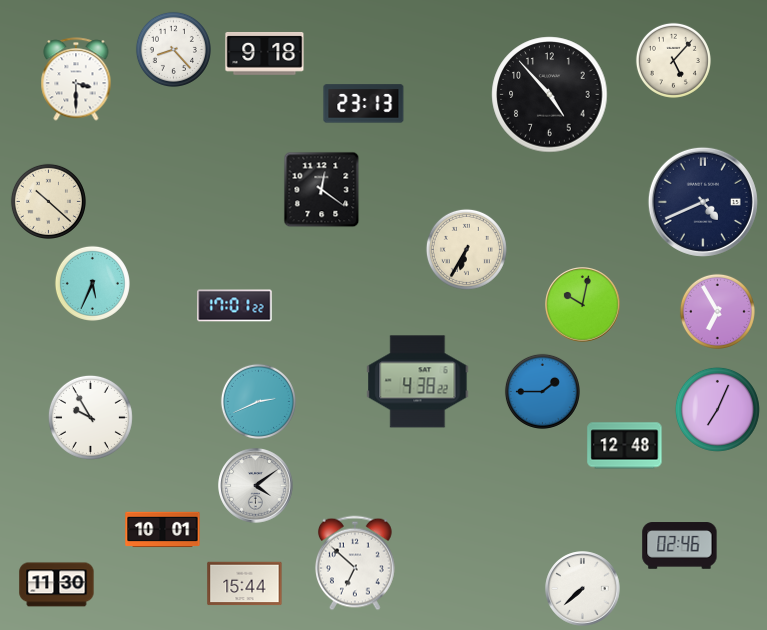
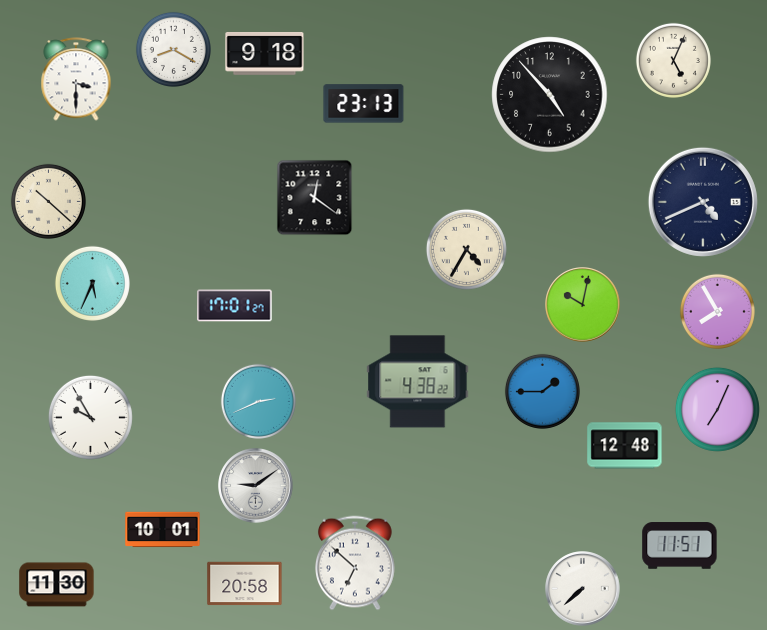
clock at (173, 49): 8:23 -> 8:20
clock at (673, 60): 5:07 -> 5:04
clock at (322, 190) position: (322, 190) -> (315, 198)
clock at (466, 249): 6:35 -> 4:35
clock at (235, 306): 17:01:22 -> 17:01:27
clock at (717, 311): 6:55 -> 7:55
clock at (256, 486): 4:09 -> 9:09
clock at (680, 546): 02:46 -> 11:51
clock at (245, 584): 15:44 -> 20:58
